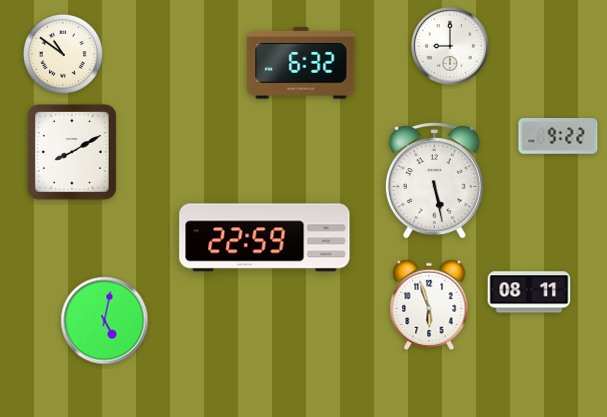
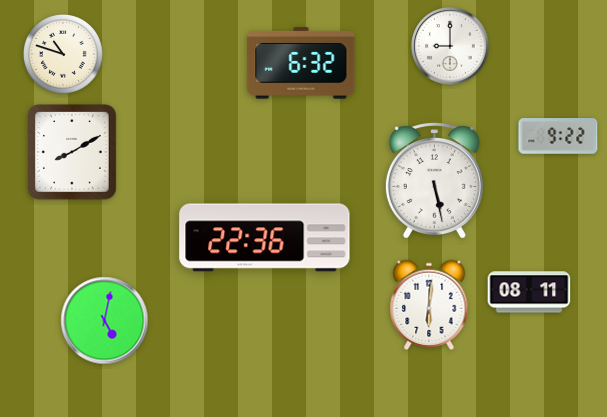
clock at (63, 54): 10:51 -> 10:48
clock at (265, 238): 22:59 -> 22:36
clock at (429, 305): 5:57 -> 6:01
